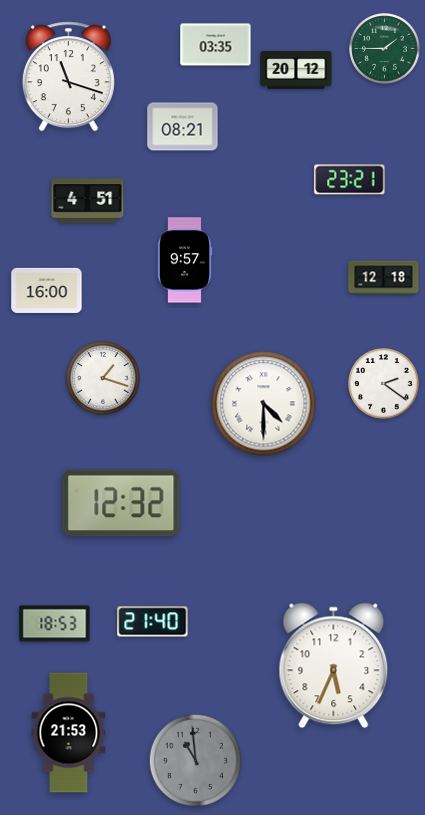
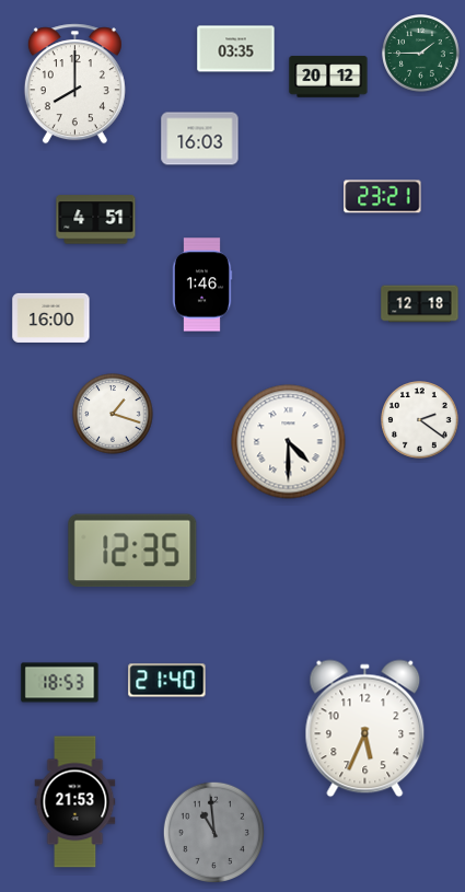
clock at (296, 70) position: (296, 70) -> (328, 77)
clock at (68, 77): 11:18 -> 8:00
clock at (183, 127): 08:21 -> 16:03
clock at (185, 260): 9:57 -> 1:46
clock at (121, 503): 12:32 -> 12:35
